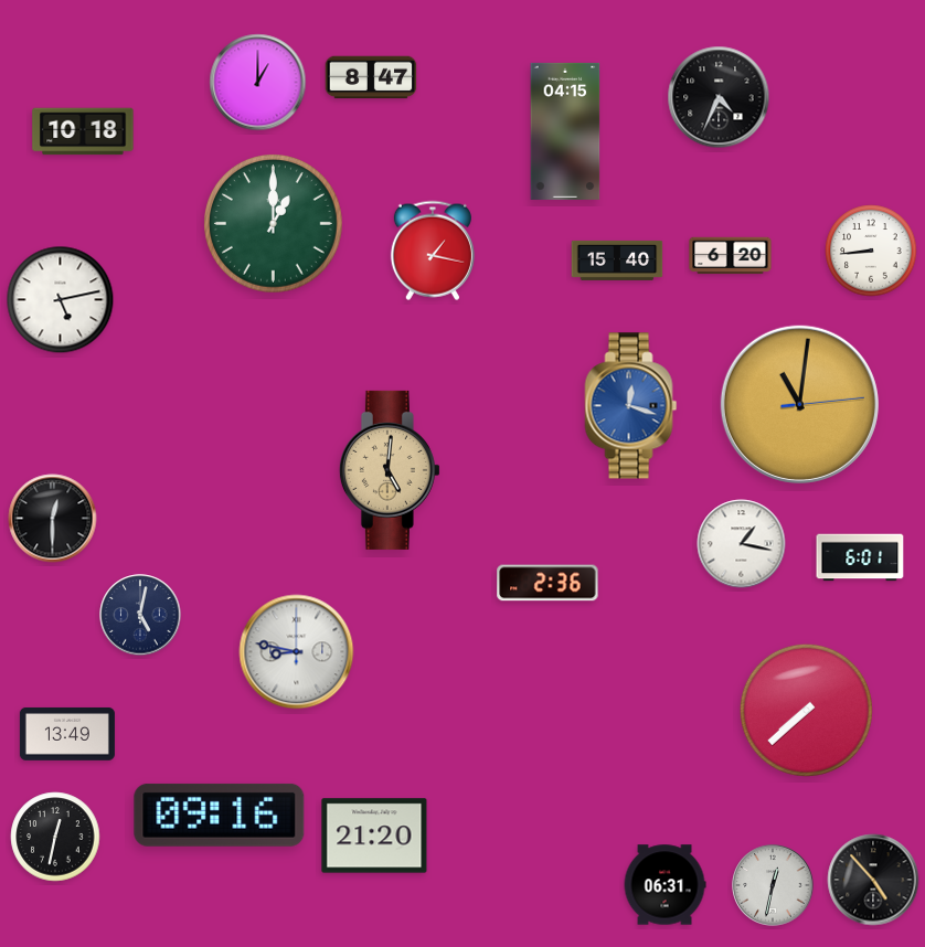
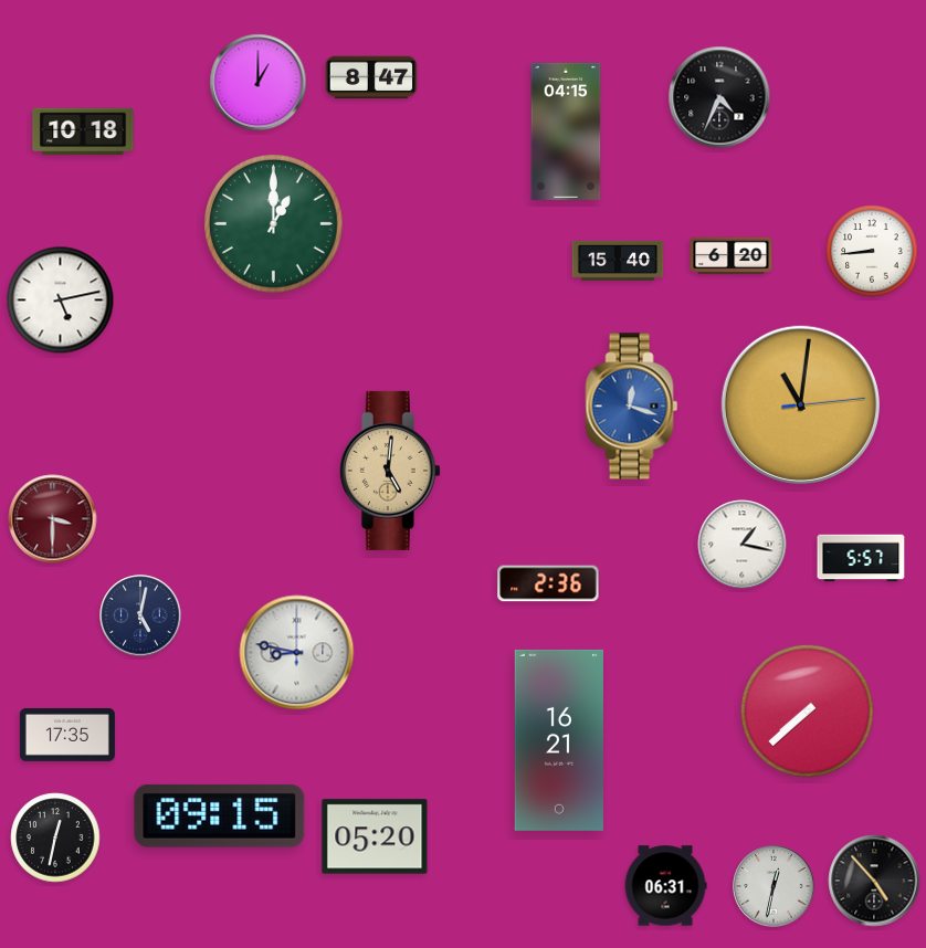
clock at (433, 251): 1:17 -> none
clock at (53, 519): 12:30 -> 3:30
clock at (53, 519) dial: black -> burgundy
clock at (860, 557): 6:01 -> 5:57
clock at (67, 734): 13:49 -> 17:35
clock at (559, 740): none -> 16:21
clock at (220, 815): 09:16 -> 09:15
clock at (374, 836): 21:20 -> 05:20
